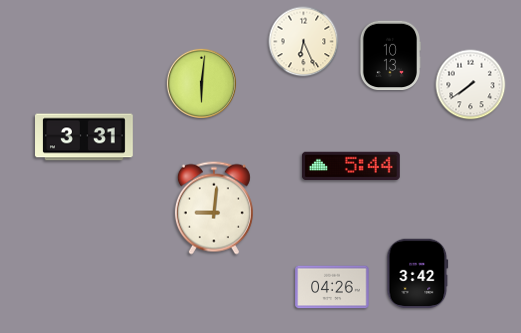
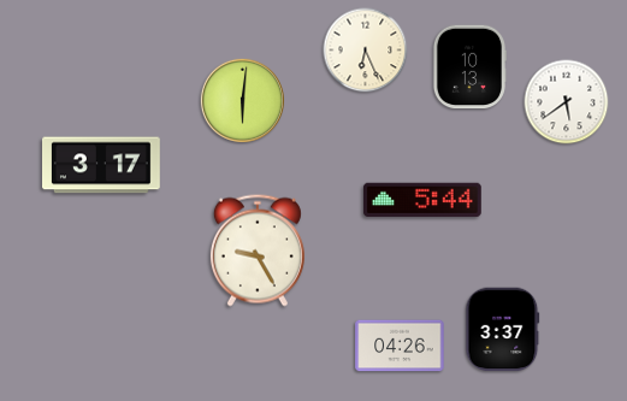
clock at (471, 85): 7:39 -> 5:39
clock at (85, 137): 3:31 -> 3:17
clock at (214, 208): 9:01 -> 9:25
clock at (418, 274): 3:42 -> 3:37
